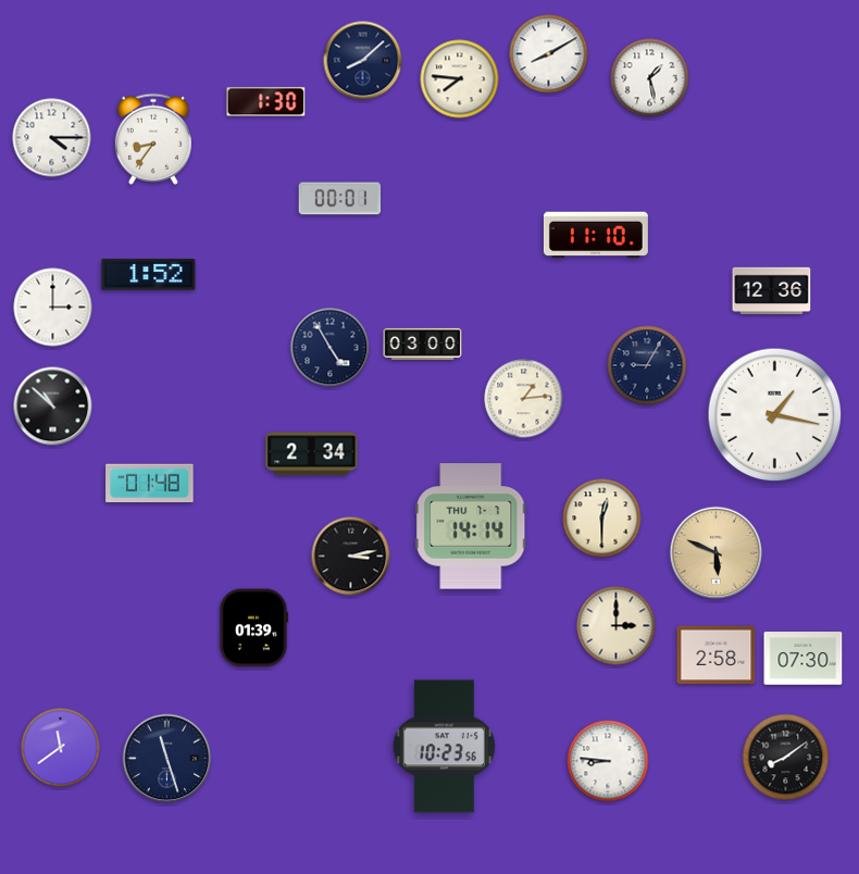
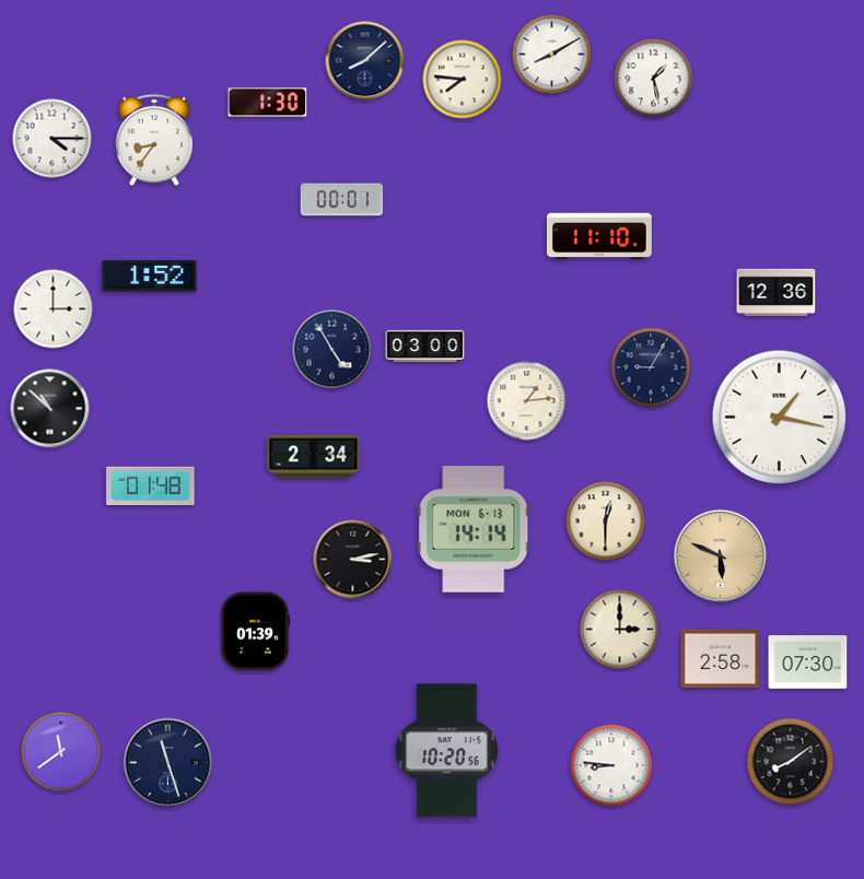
clock at (53, 407) position: (53, 407) -> (50, 409)
clock at (471, 526) date: THU 7-7 -> MON 6-13
clock at (444, 747): 10:23 -> 10:20
